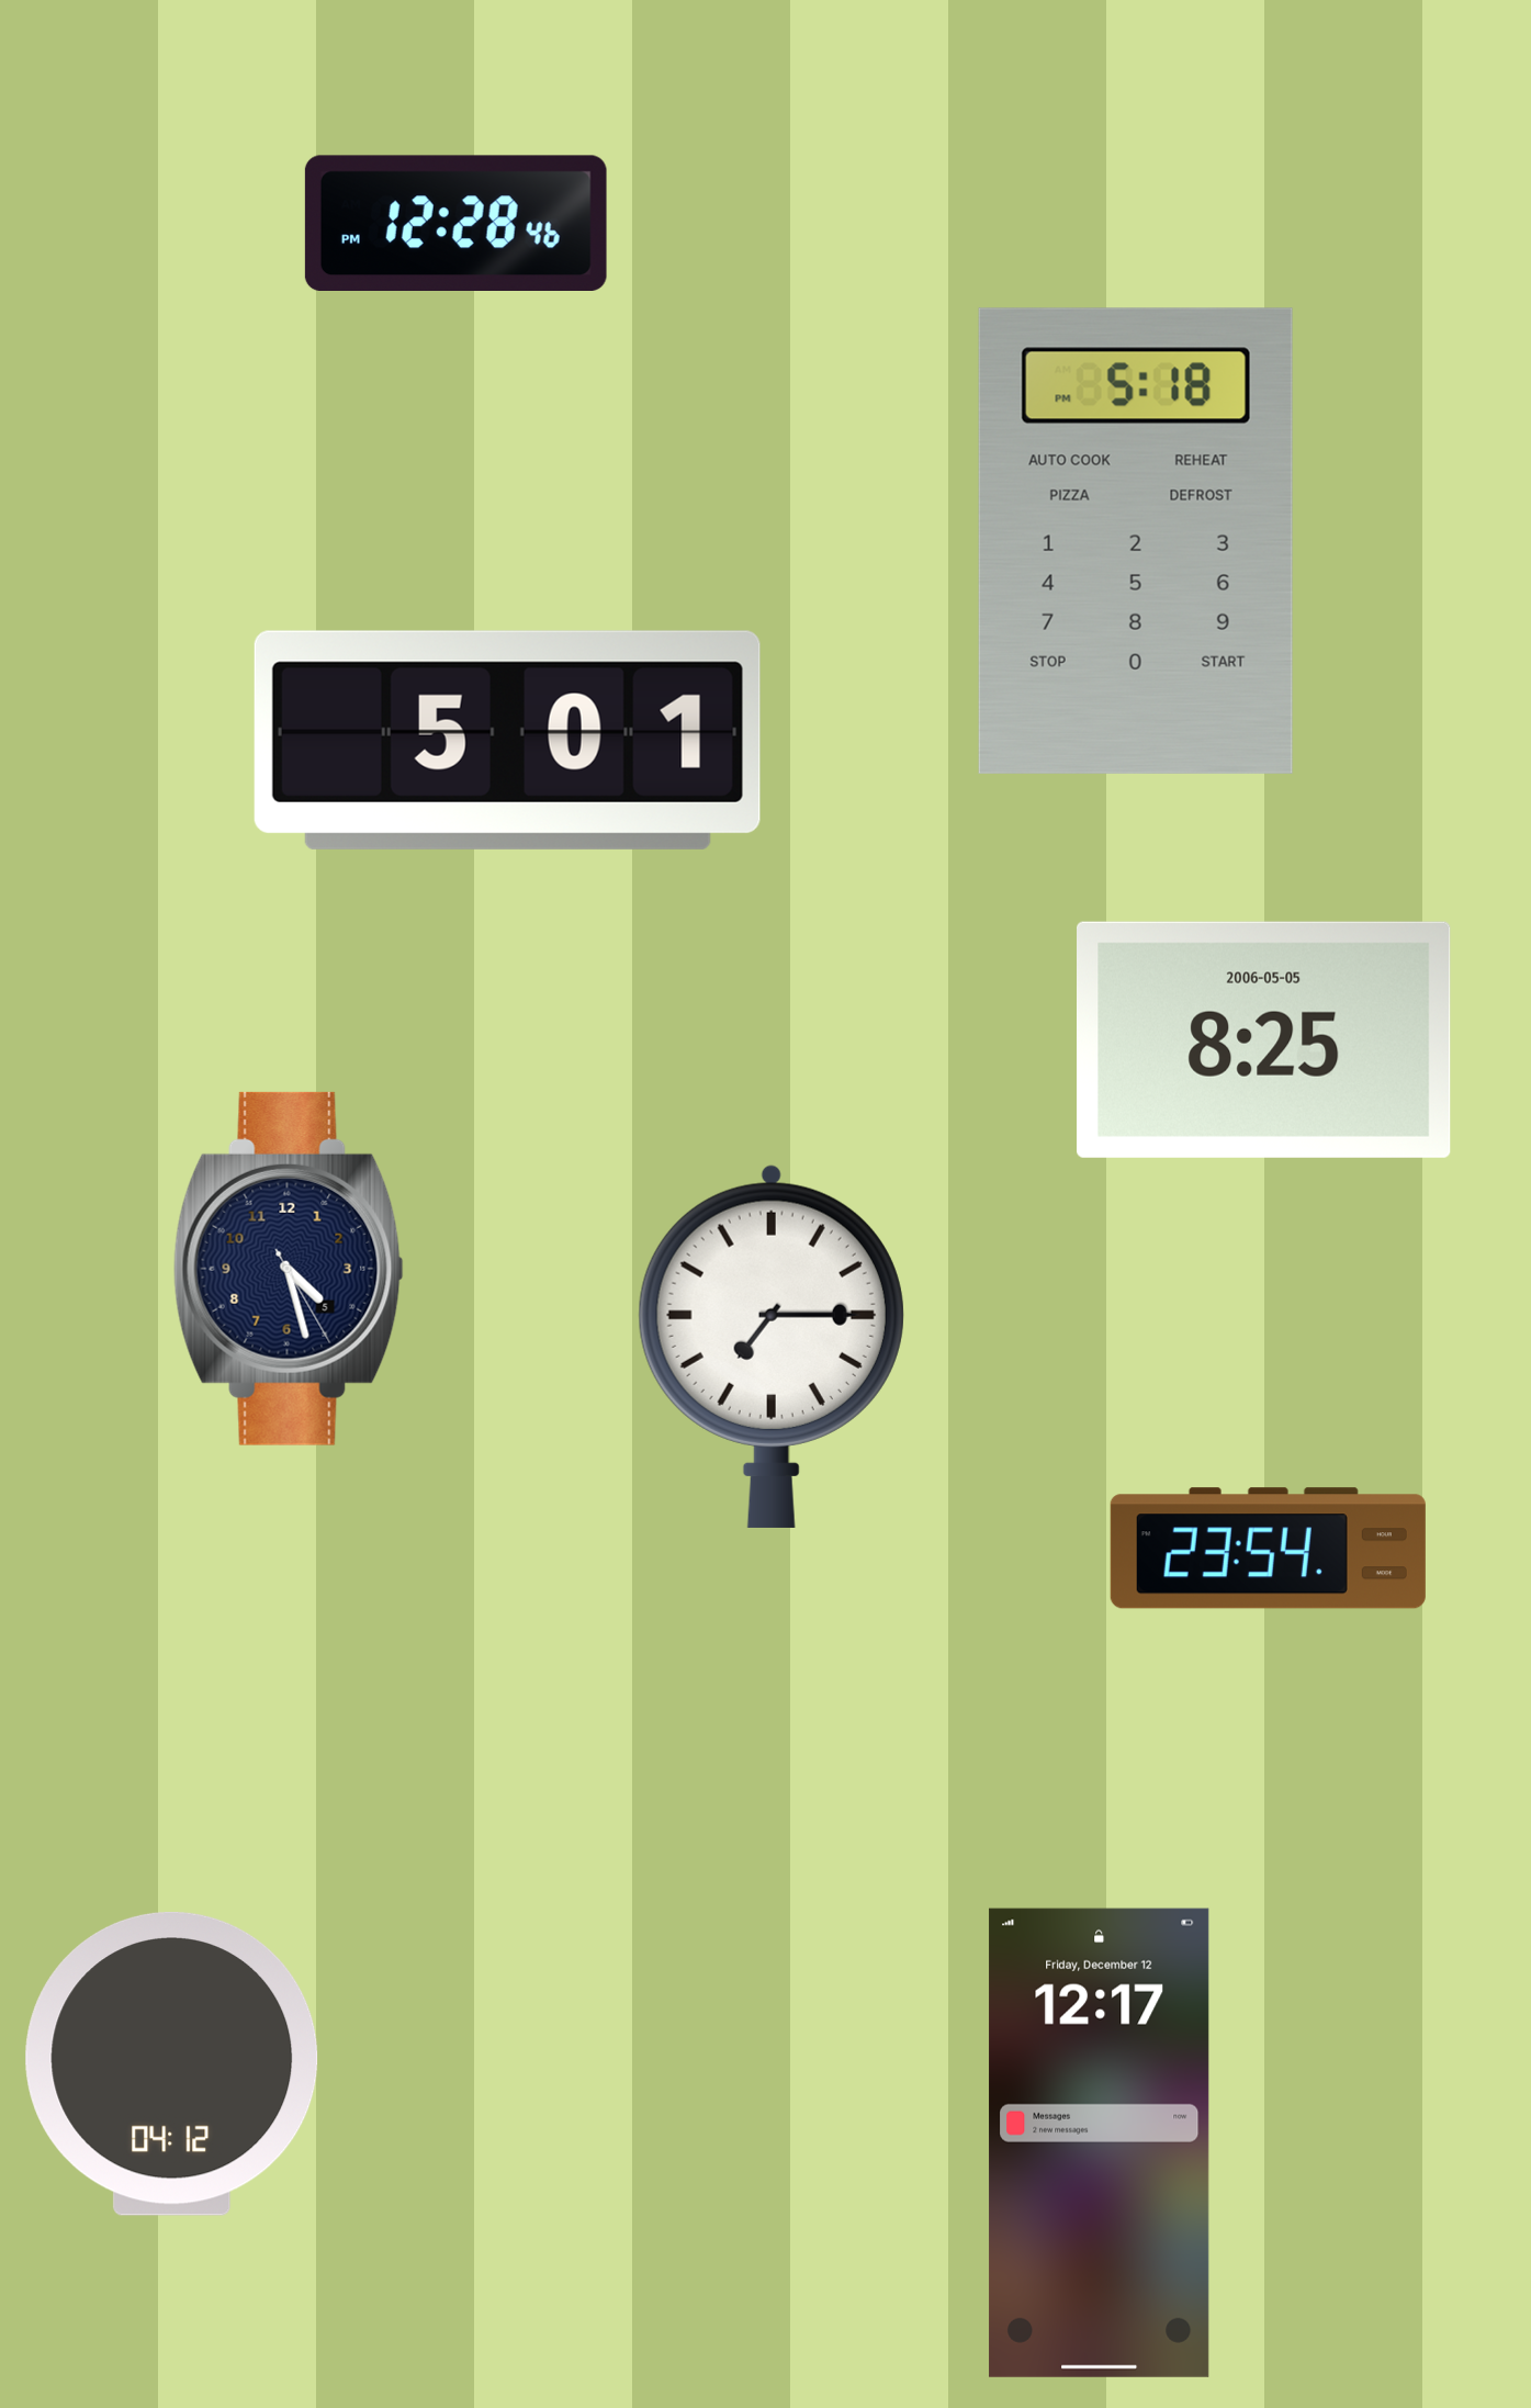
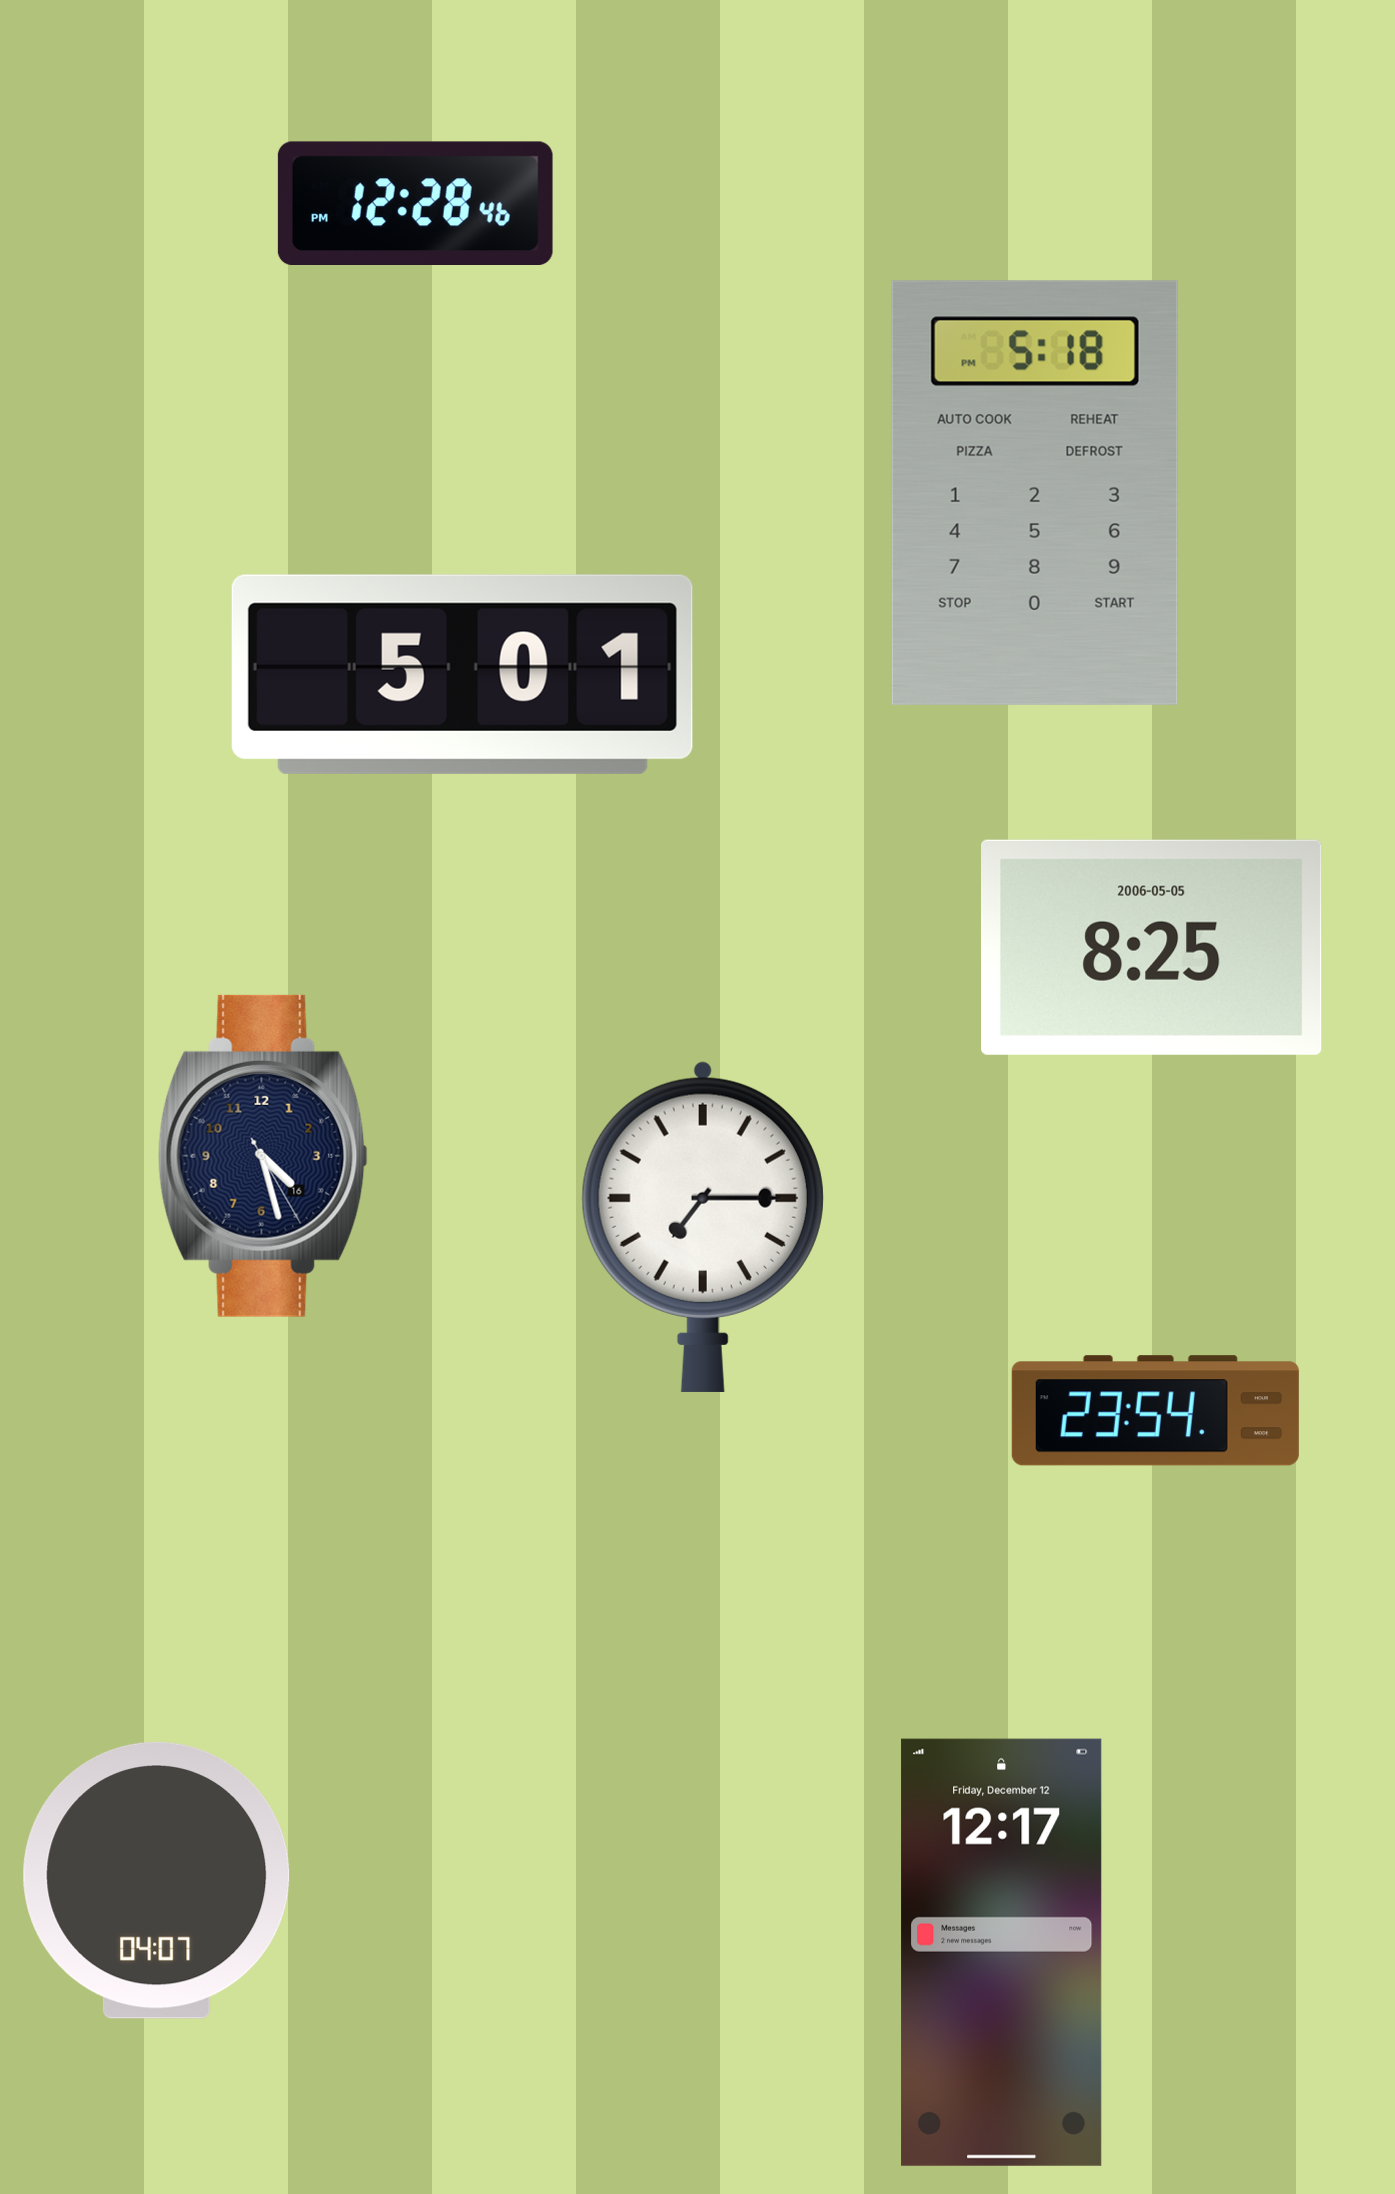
clock at (289, 1269) date: 5 -> 16
clock at (172, 2063): 04:12 -> 04:07
